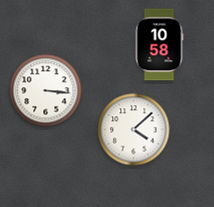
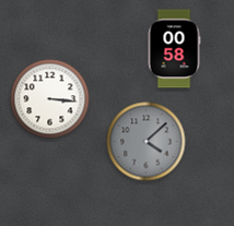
clock at (159, 45): 10:58 -> 00:58
clock at (134, 130) dial: white -> grey
